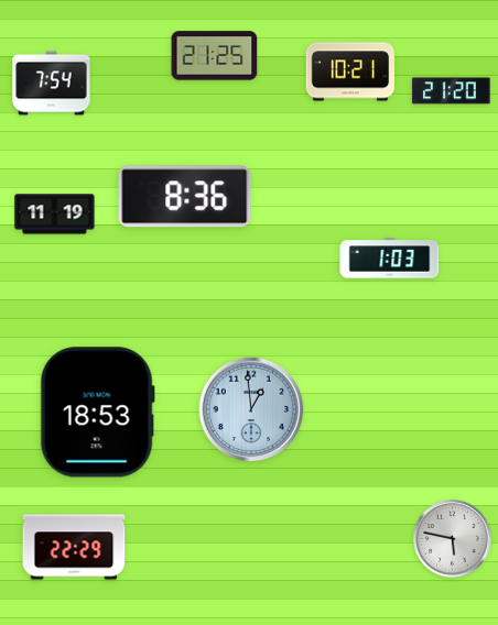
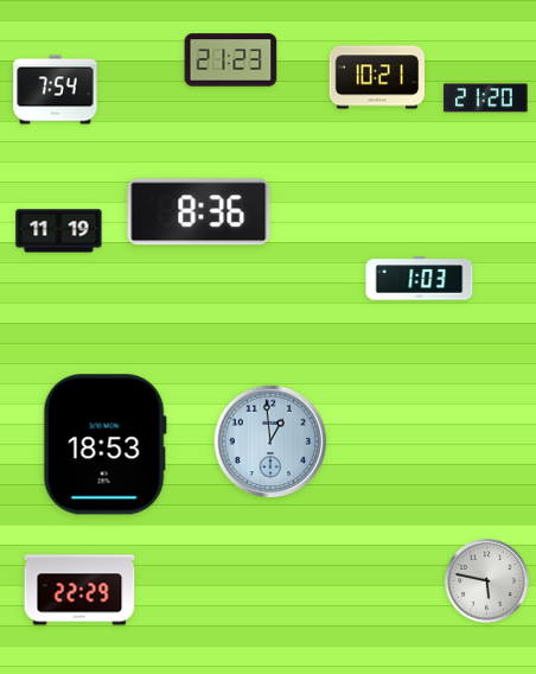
clock at (215, 56): 21:25 -> 21:23
